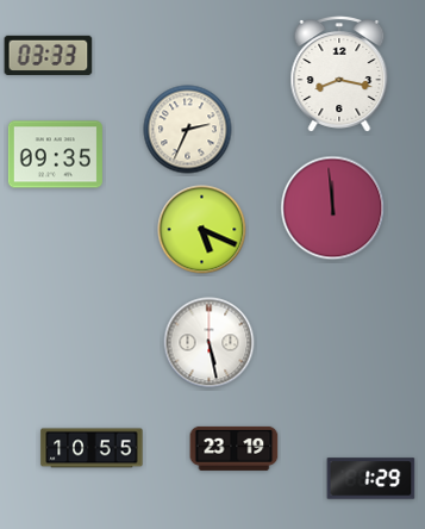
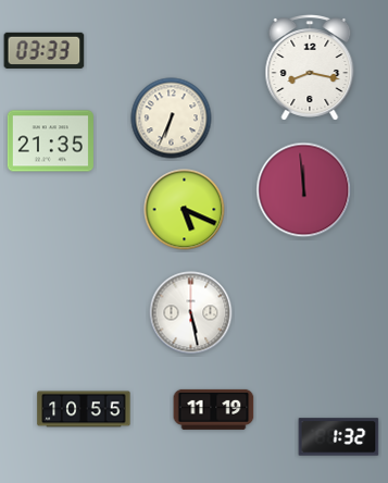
clock at (188, 130): 2:34 -> 6:34
clock at (55, 155): 09:35 -> 21:35
clock at (235, 448): 23:19 -> 11:19
clock at (371, 479): 1:29 -> 1:32
